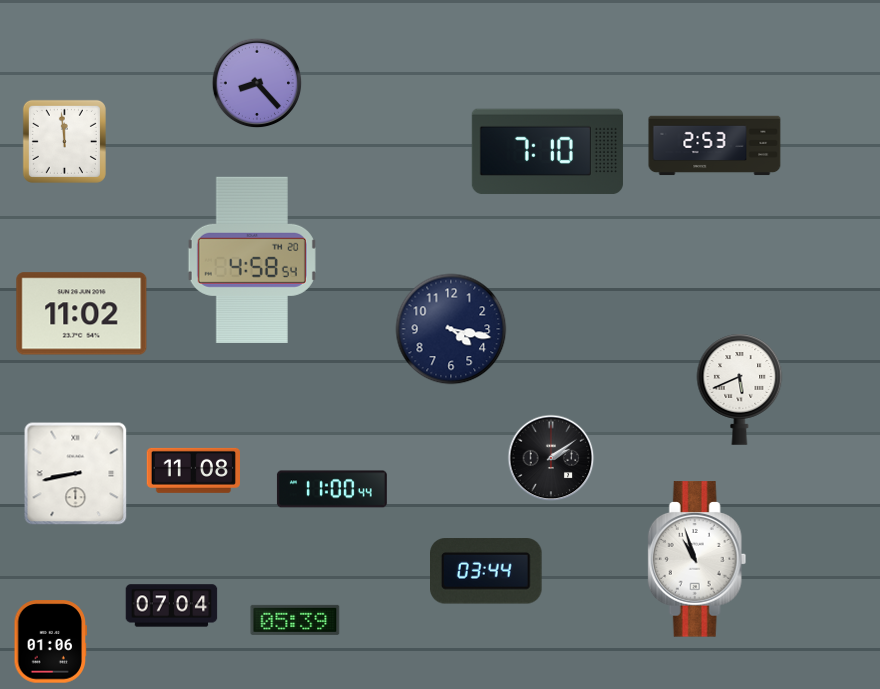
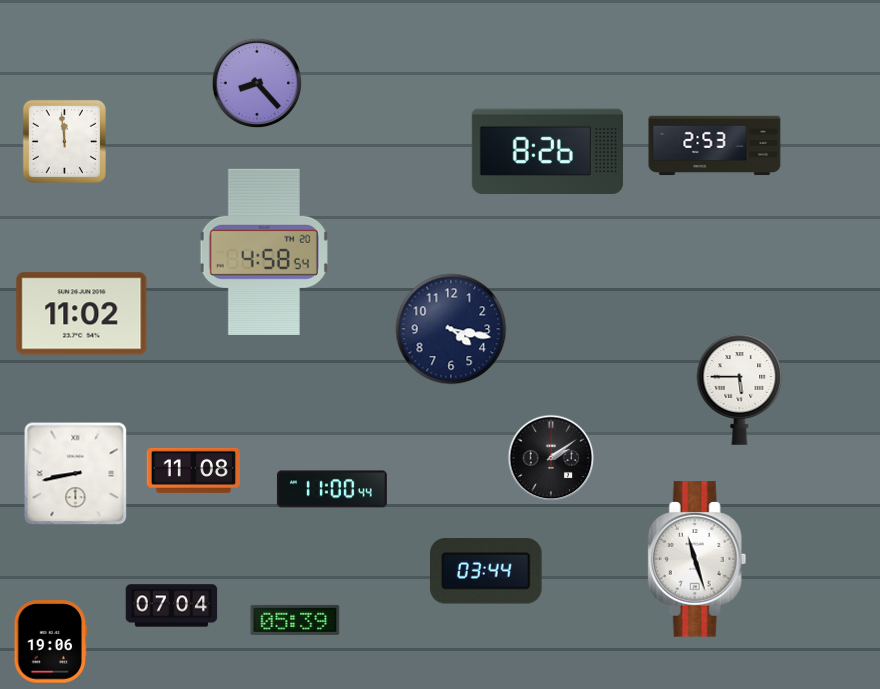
clock at (547, 152): 7:10 -> 8:26
clock at (252, 260) position: (252, 260) -> (264, 252)
clock at (740, 389): 5:41 -> 5:45
clock at (697, 559): 10:57 -> 11:27
clock at (51, 642): 01:06 -> 19:06
